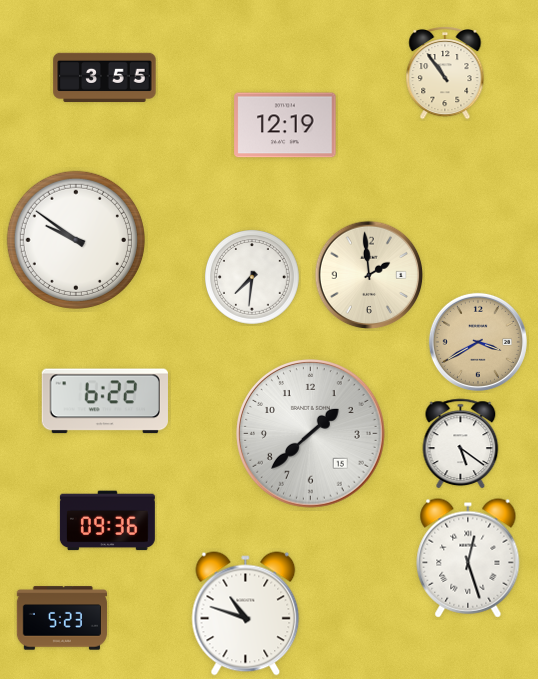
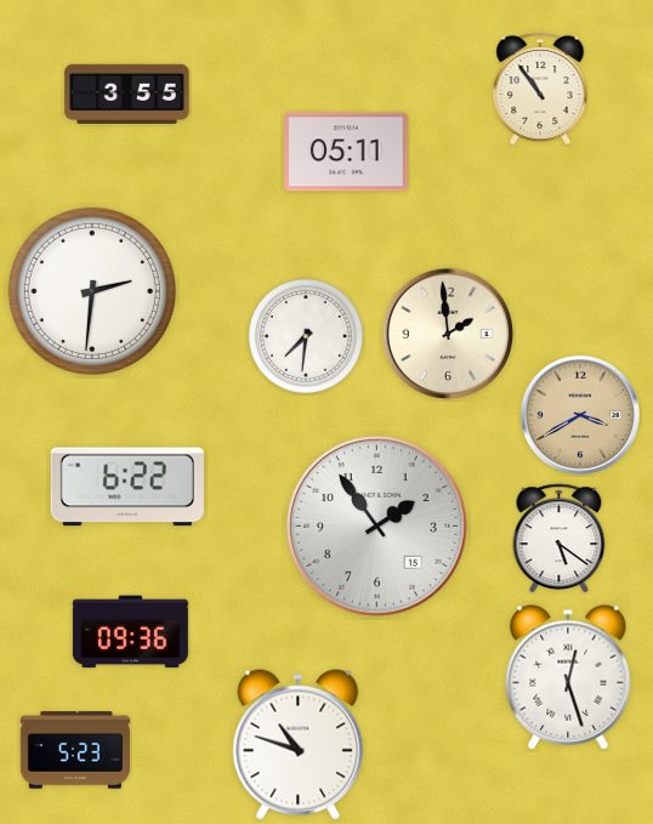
clock at (285, 125): 12:19 -> 05:11
clock at (76, 240): 9:51 -> 2:31
clock at (311, 434): 1:38 -> 1:54
